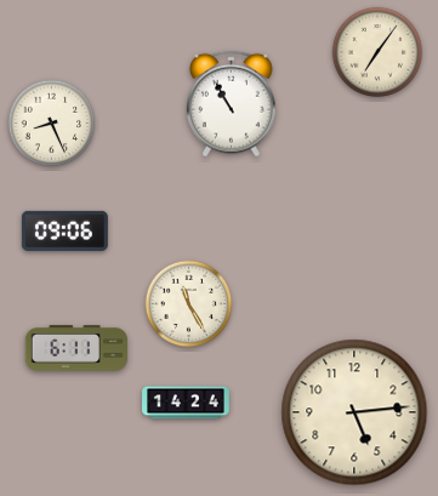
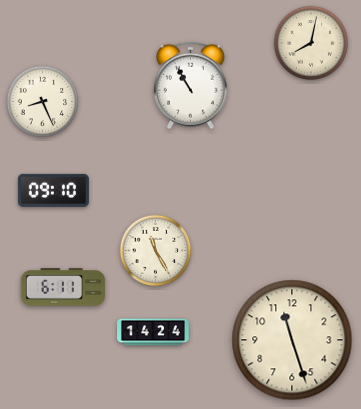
clock at (376, 51): 7:06 -> 8:02
clock at (64, 230): 09:06 -> 09:10
clock at (354, 412): 5:14 -> 11:27
